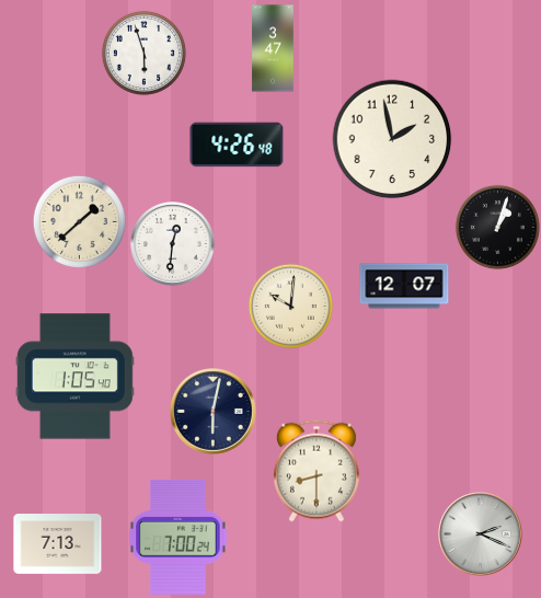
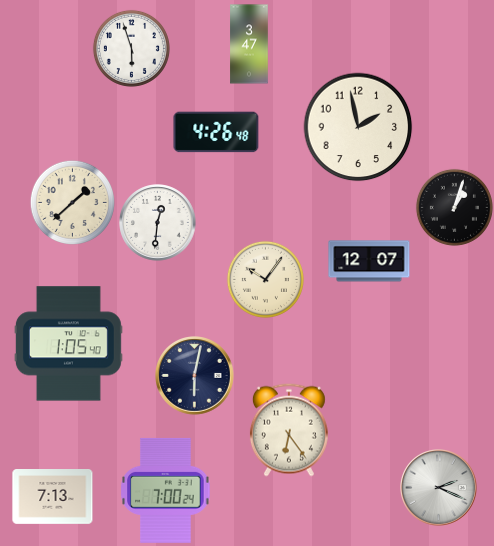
clock at (290, 306): 10:01 -> 10:06
clock at (316, 471): 8:30 -> 6:24
clock at (179, 537) position: (179, 537) -> (166, 490)
